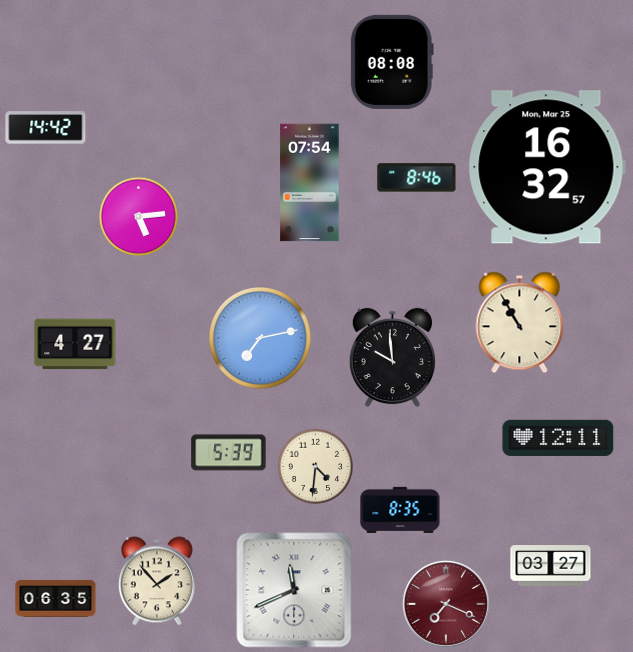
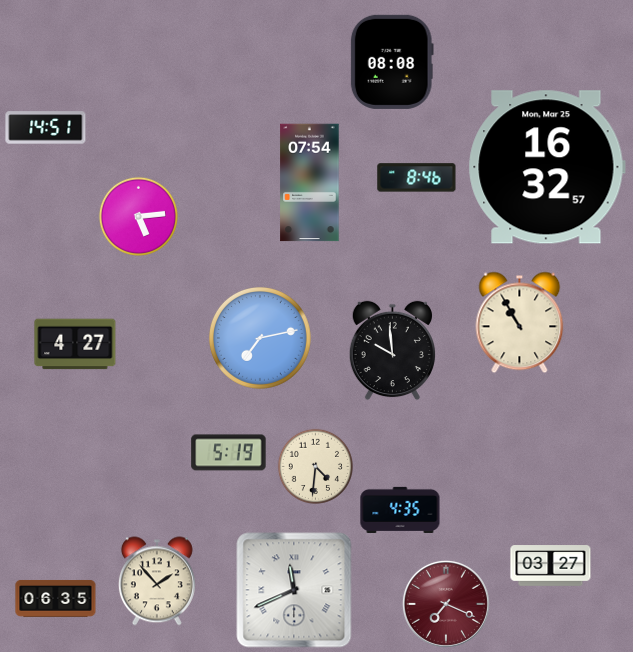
clock at (46, 128): 14:42 -> 14:51
clock at (392, 358) position: (392, 358) -> (392, 351)
clock at (558, 438): 12:11 -> none
clock at (229, 453): 5:39 -> 5:19
clock at (400, 510): 8:35 -> 4:35
